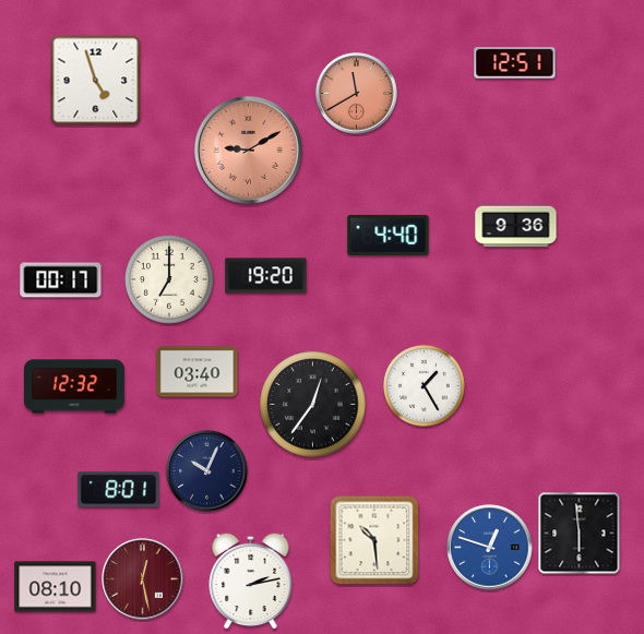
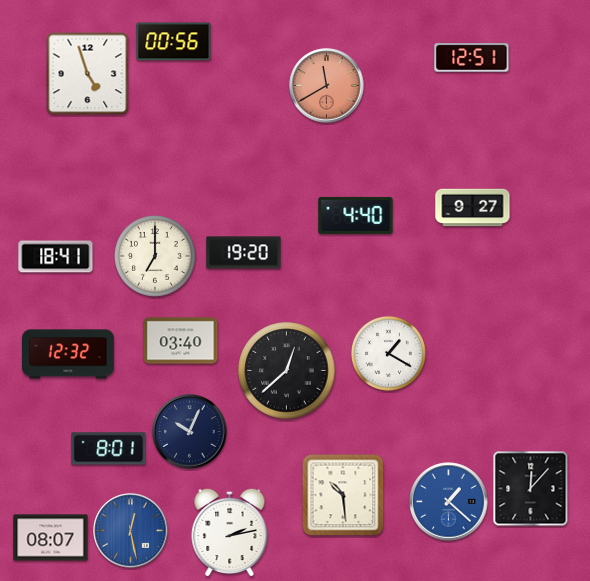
clock at (174, 42): none -> 00:56
clock at (249, 151): 9:10 -> none
clock at (516, 227): 9:36 -> 9:27
clock at (61, 280): 00:17 -> 18:41
clock at (424, 385): 1:25 -> 1:20
clock at (313, 405): 12:36 -> 12:38
clock at (580, 534): 5:59 -> 12:07
clock at (490, 548): 12:48 -> 1:22
clock at (143, 579) dial: burgundy -> blue
clock at (56, 587): 08:10 -> 08:07
